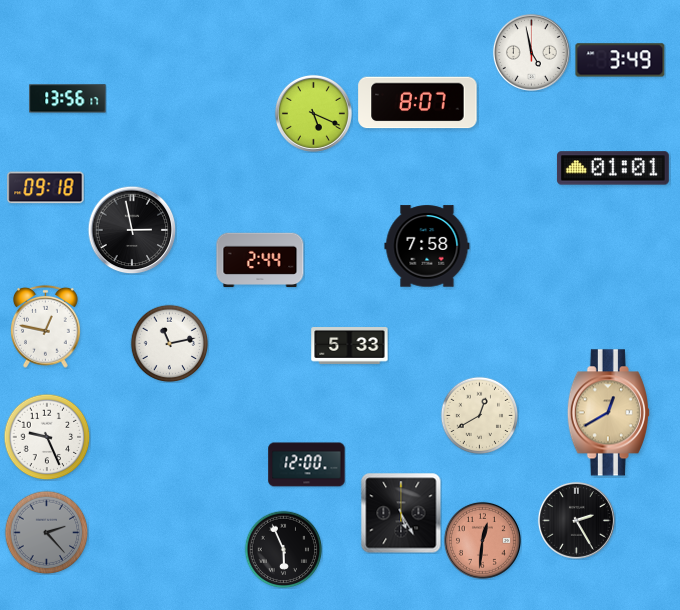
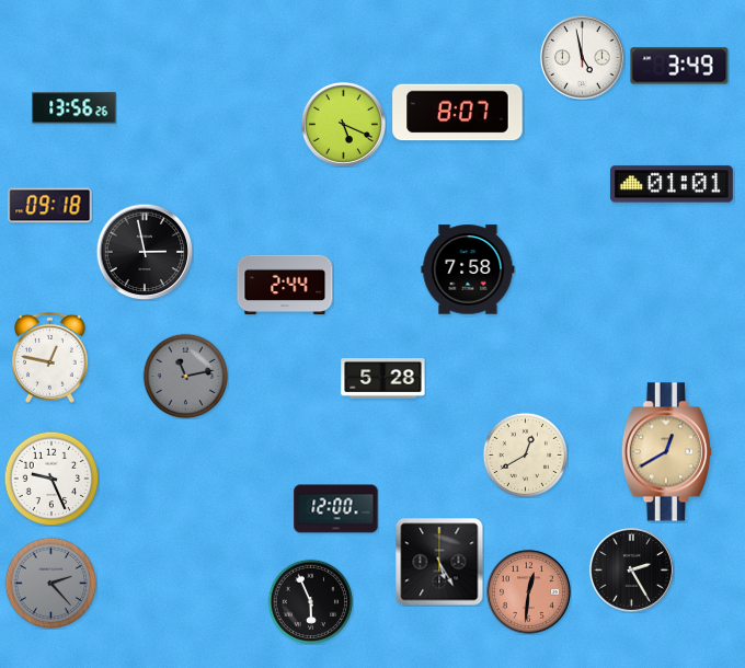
clock at (68, 99): 13:56:17 -> 13:56:26
clock at (169, 343) dial: white -> grey
clock at (350, 346): 5:33 -> 5:28
